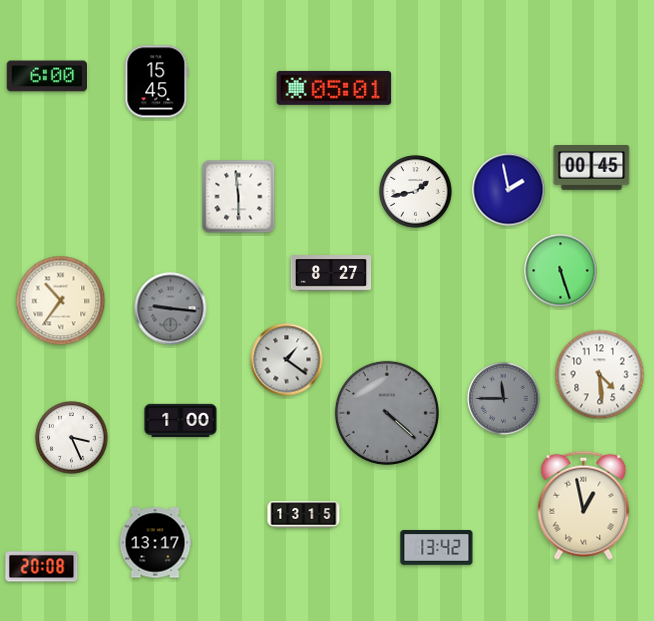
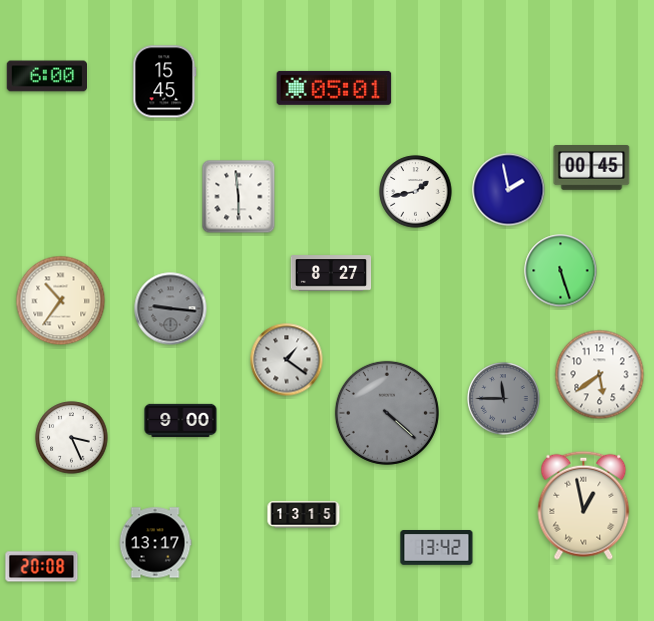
clock at (157, 82) position: (157, 82) -> (165, 82)
clock at (600, 375): 4:29 -> 5:39
clock at (181, 420): 1:00 -> 9:00
